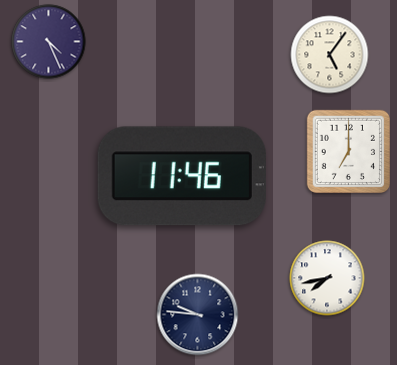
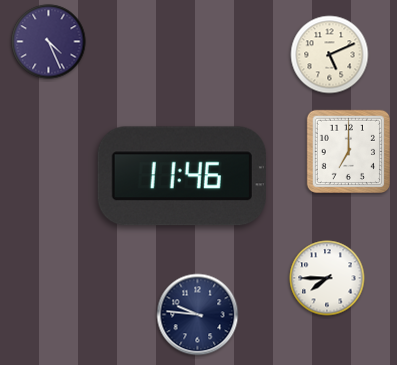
clock at (330, 55): 5:06 -> 5:11
clock at (327, 278): 7:43 -> 7:45
